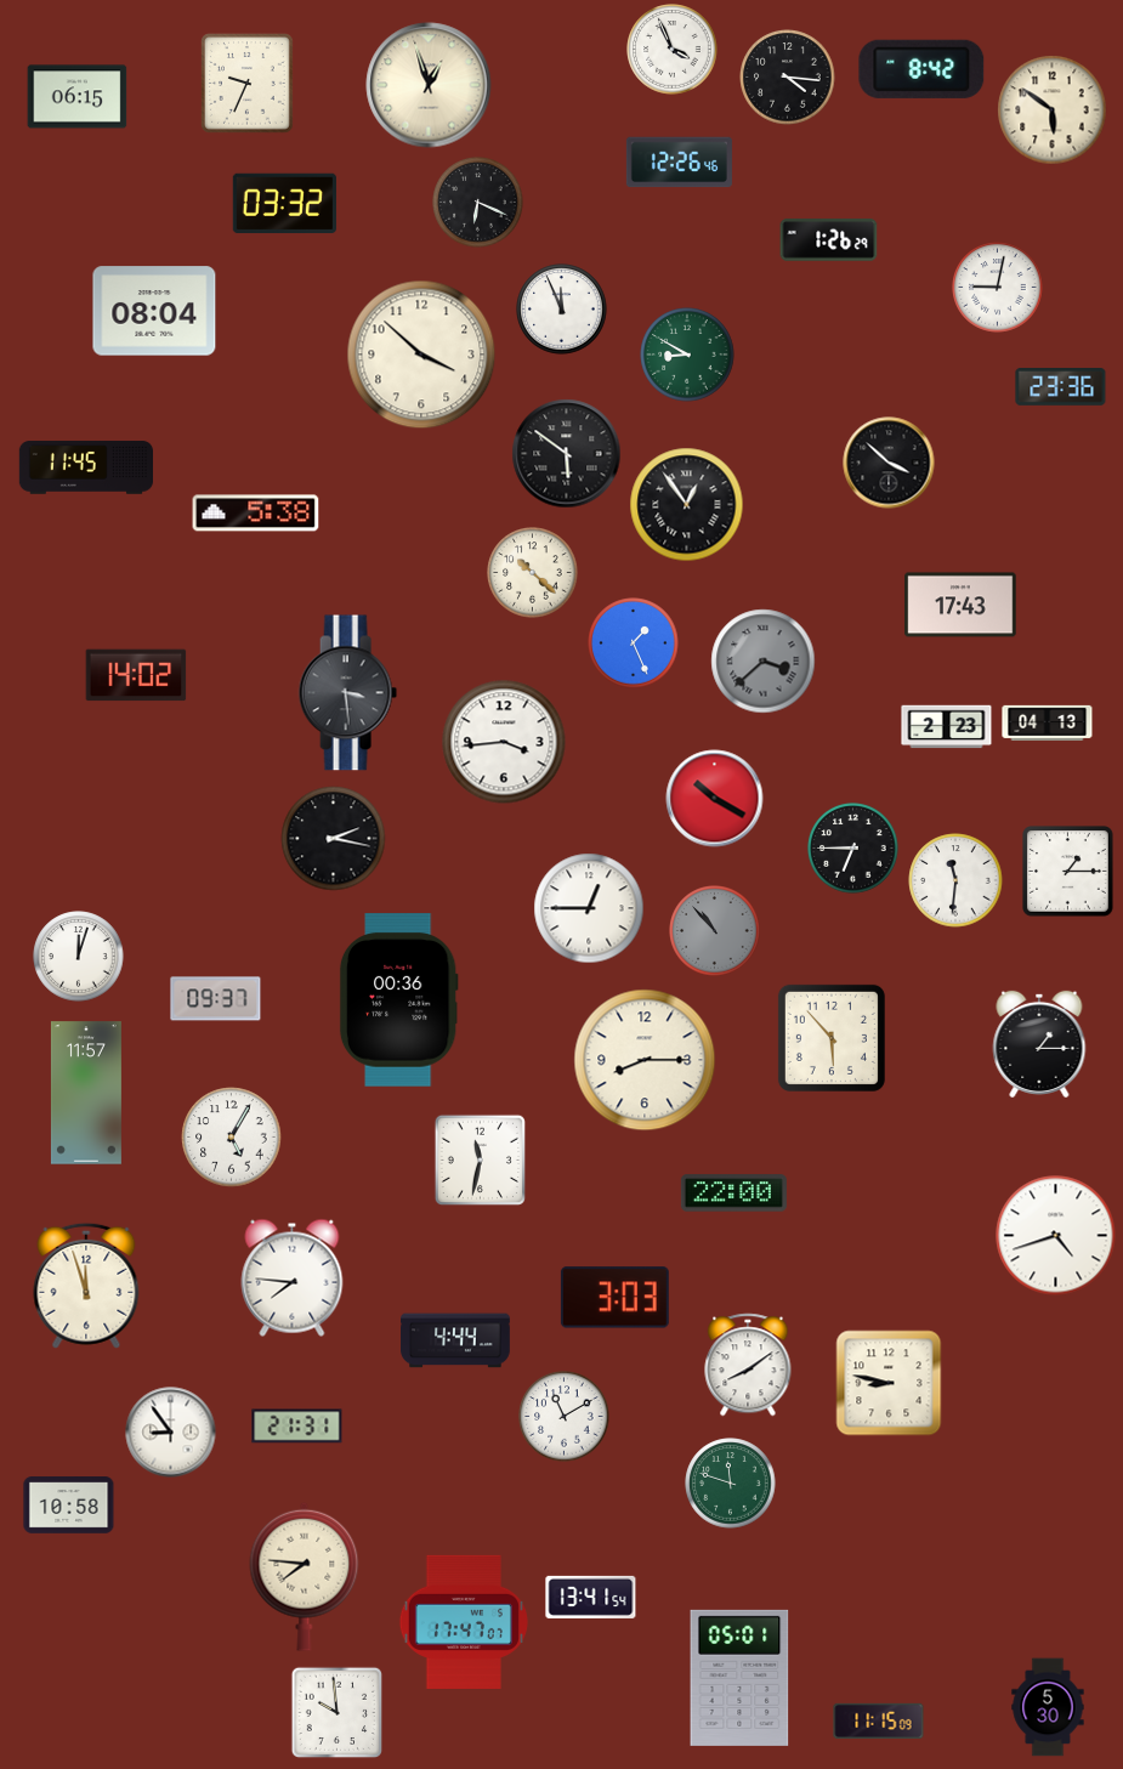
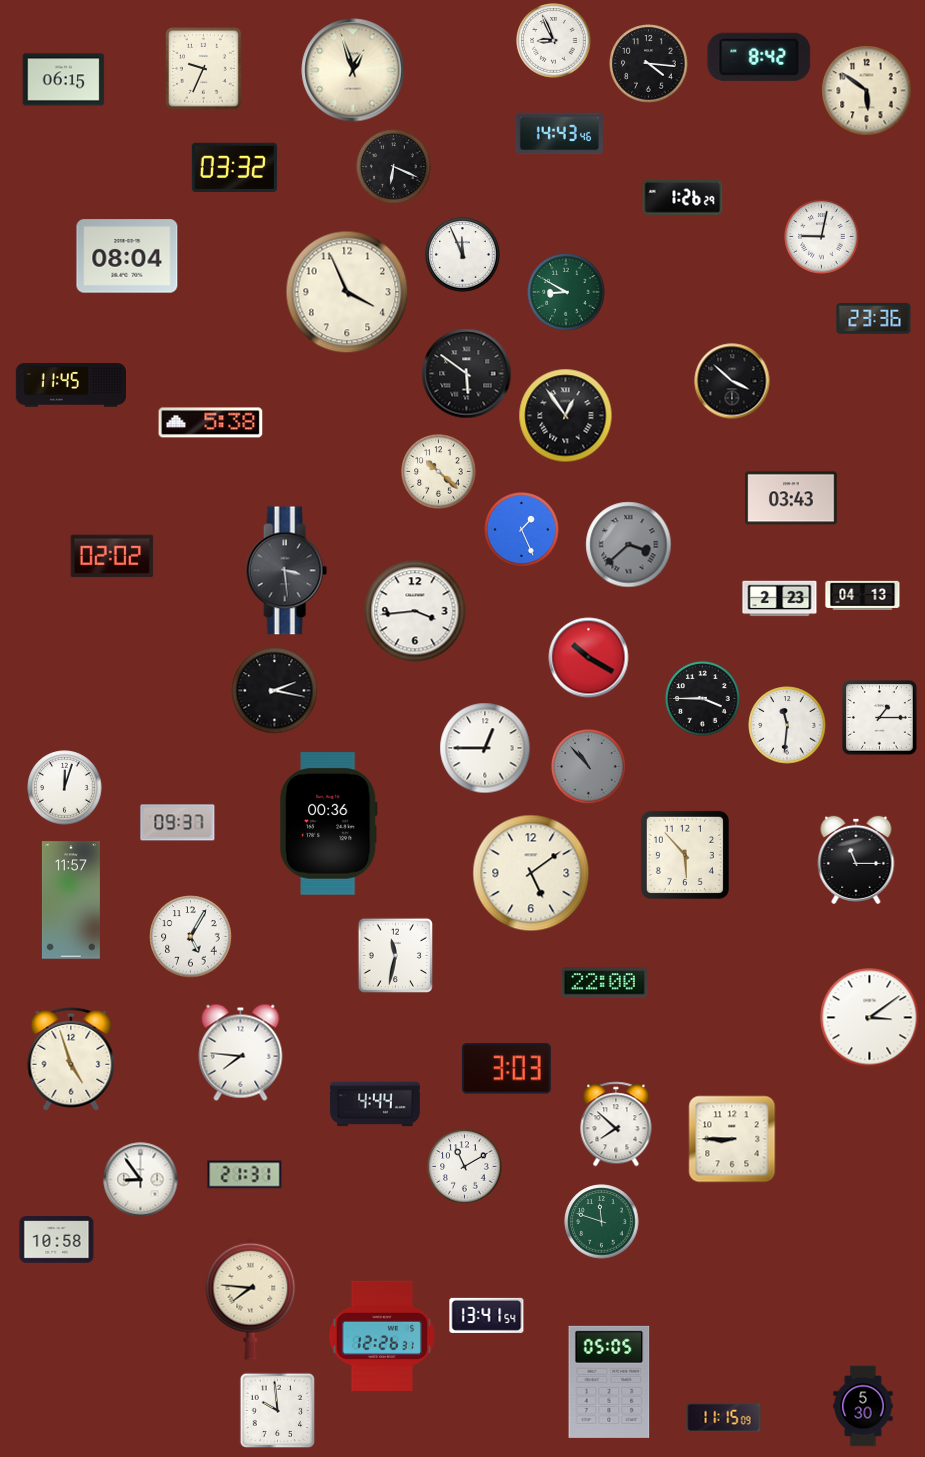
clock at (673, 50): 3:56 -> 8:56
clock at (679, 163): 12:26 -> 14:43
clock at (421, 355): 3:52 -> 3:56
clock at (960, 605): 17:43 -> 03:43
clock at (136, 675): 14:02 -> 02:02
clock at (853, 849): 6:45 -> 3:45
clock at (1039, 1044): 1:15 -> 11:15
clock at (645, 1060): 8:15 -> 5:09
clock at (1056, 1236): 4:42 -> 3:09
clock at (86, 1286): 11:57 -> 4:57
clock at (748, 1365): 8:09 -> 7:52
clock at (889, 1383): 8:47 -> 8:45
clock at (463, 1621): 17:47 -> 12:26
clock at (739, 1678): 05:01 -> 05:05
